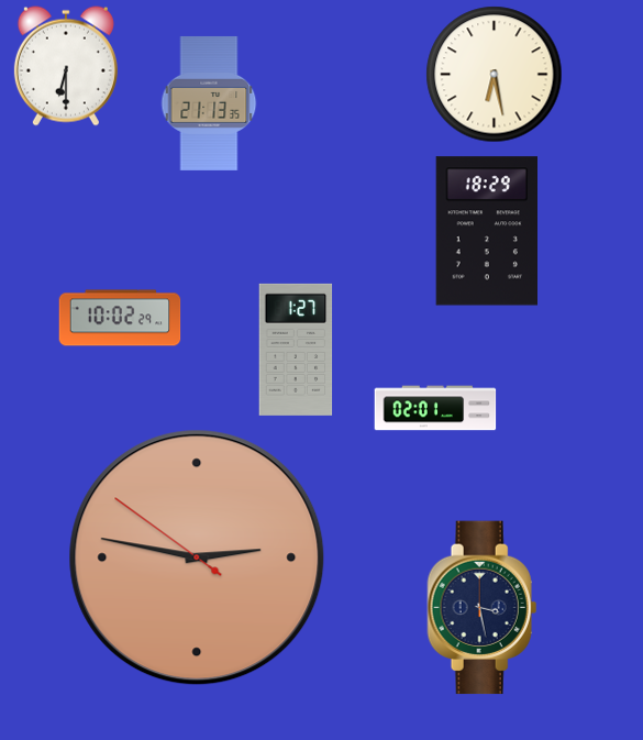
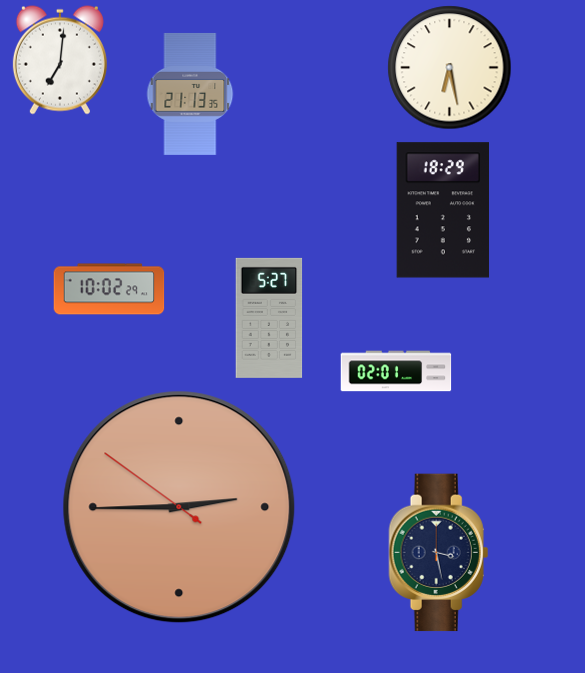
clock at (66, 66): 6:30 -> 7:01
clock at (296, 350): 1:27 -> 5:27
clock at (197, 557): 2:46 -> 2:44
